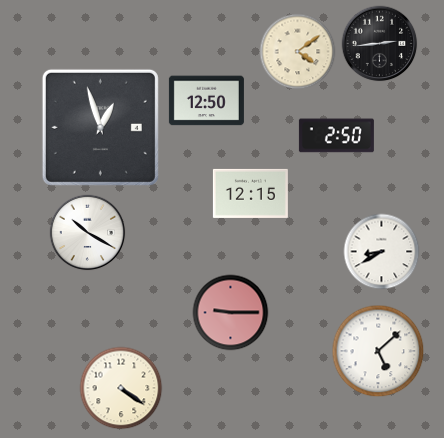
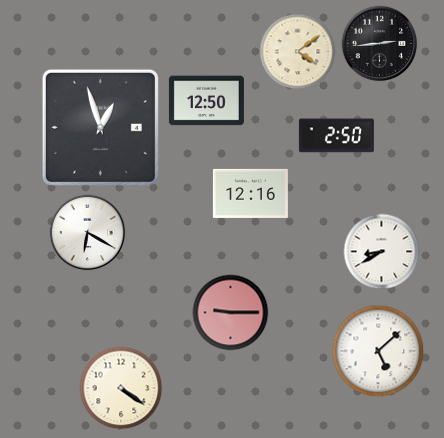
clock at (250, 193): 12:15 -> 12:16
clock at (88, 233): 10:20 -> 6:20
